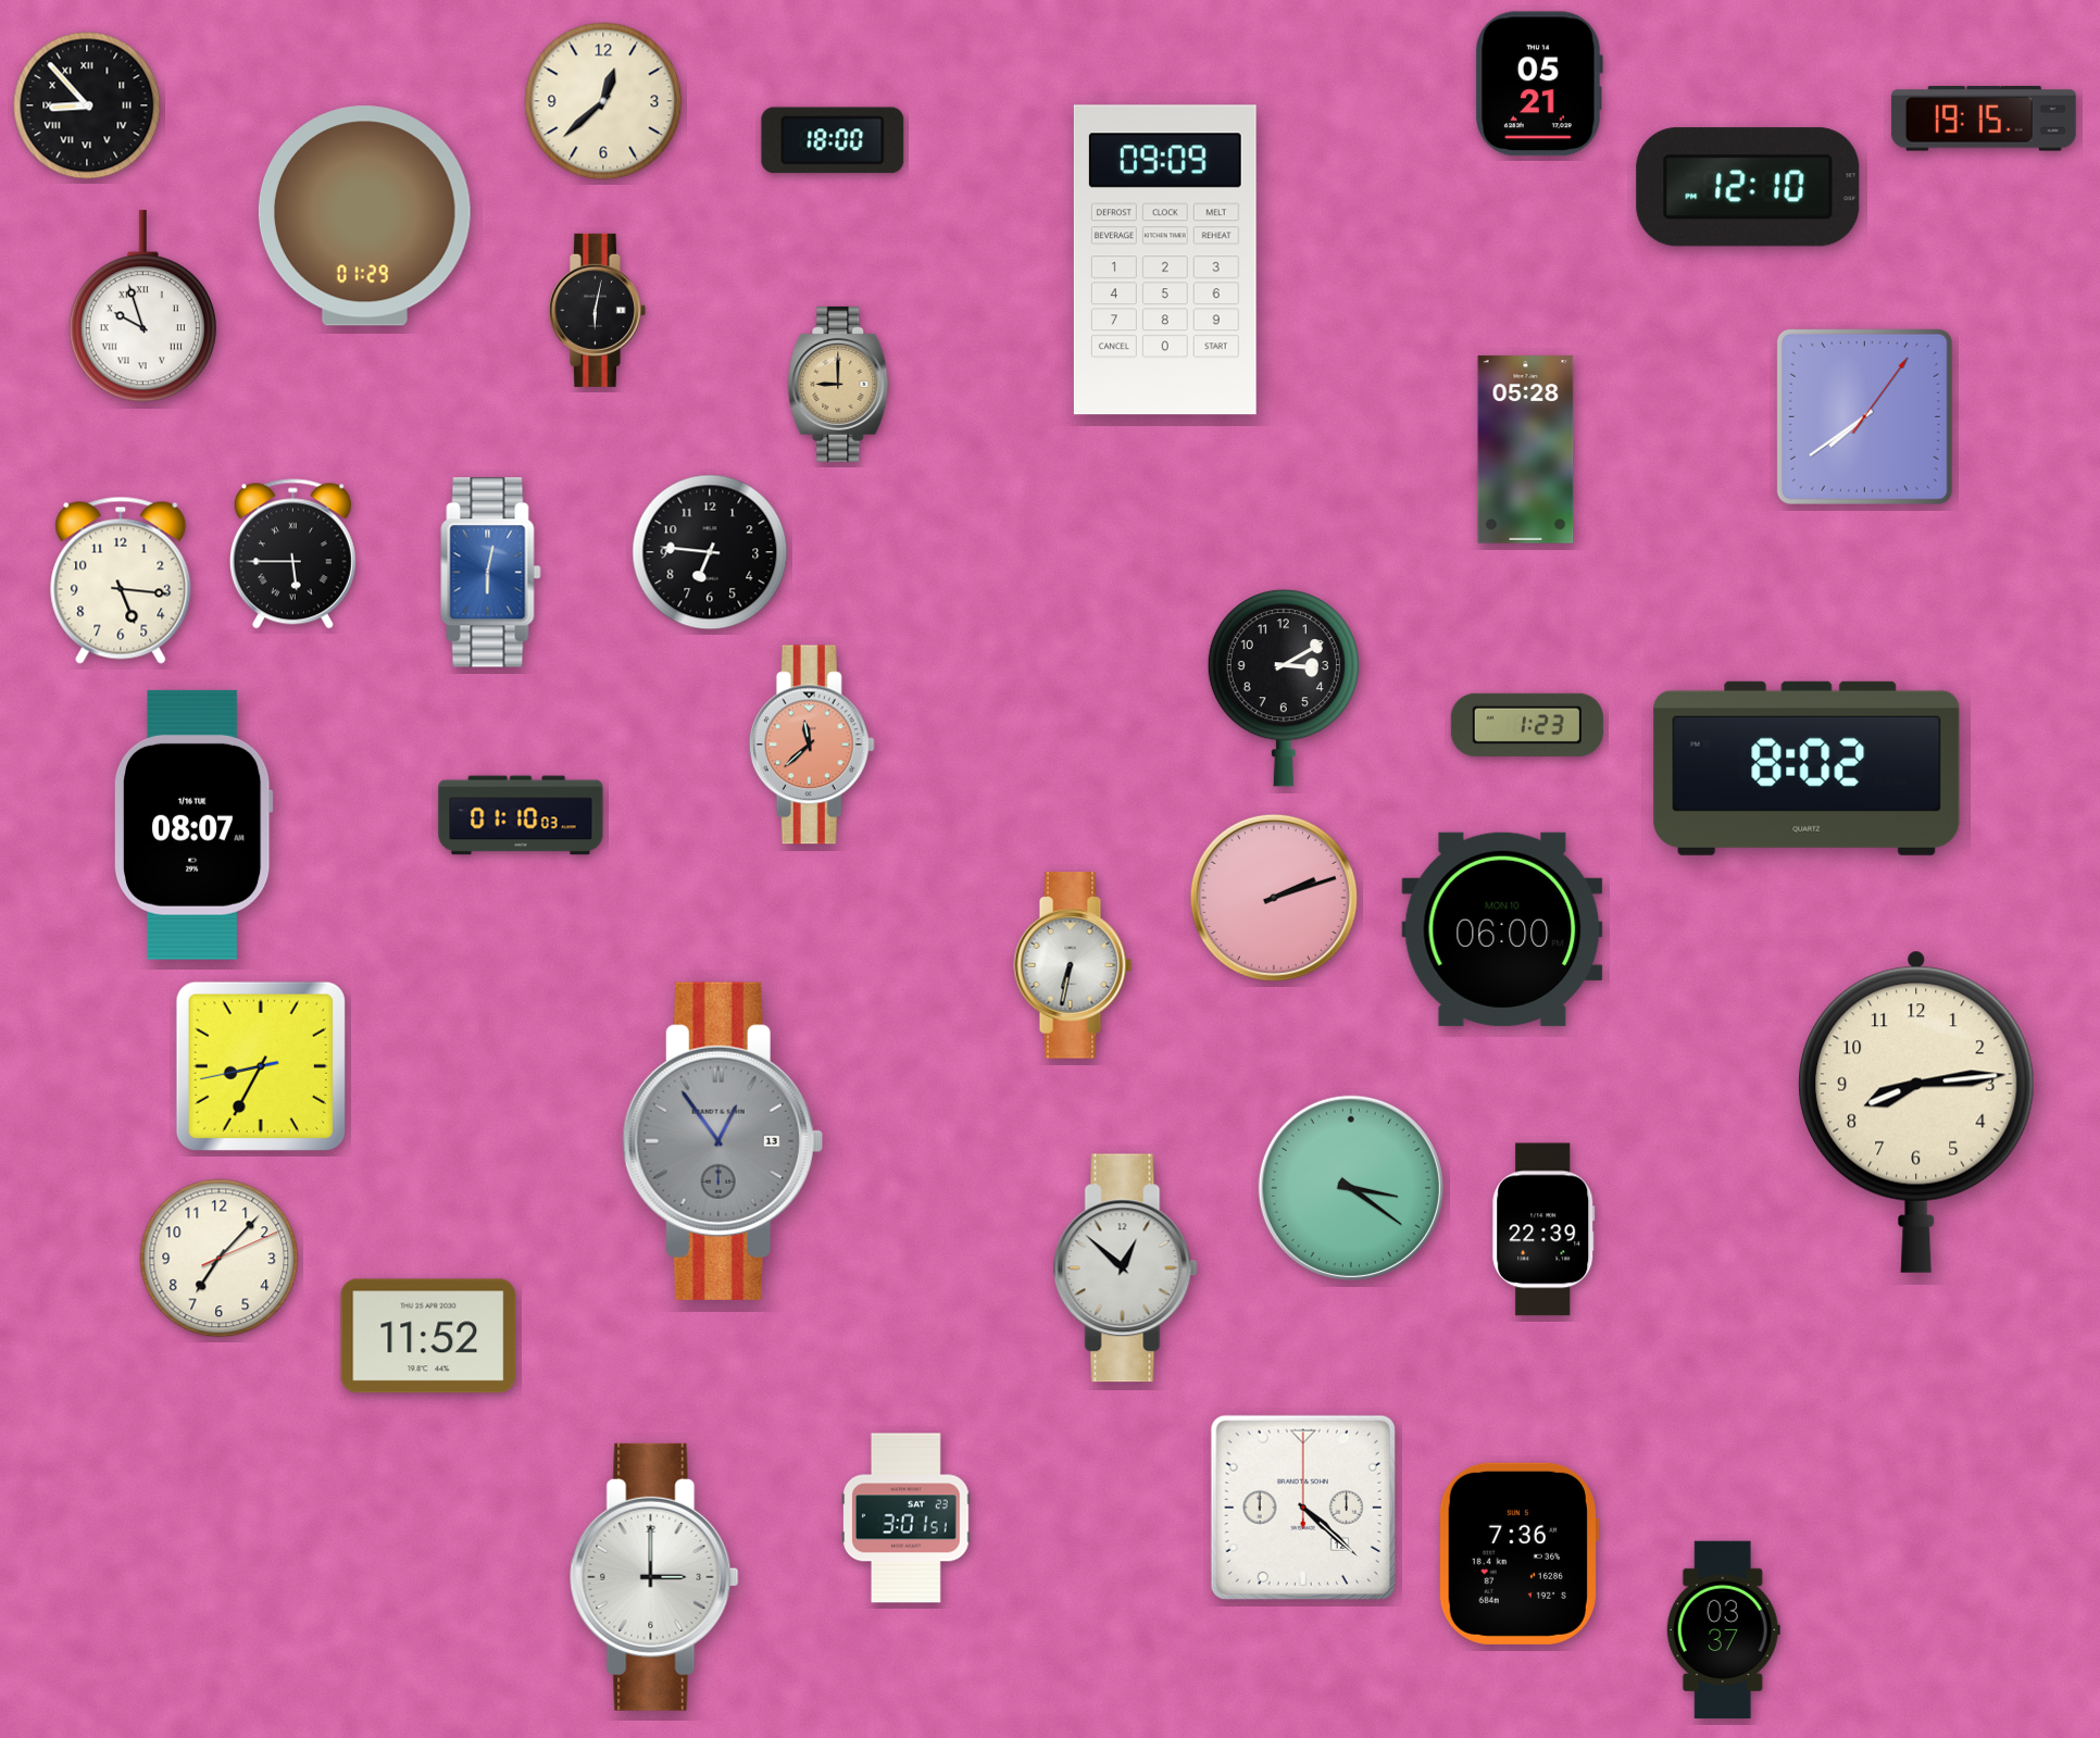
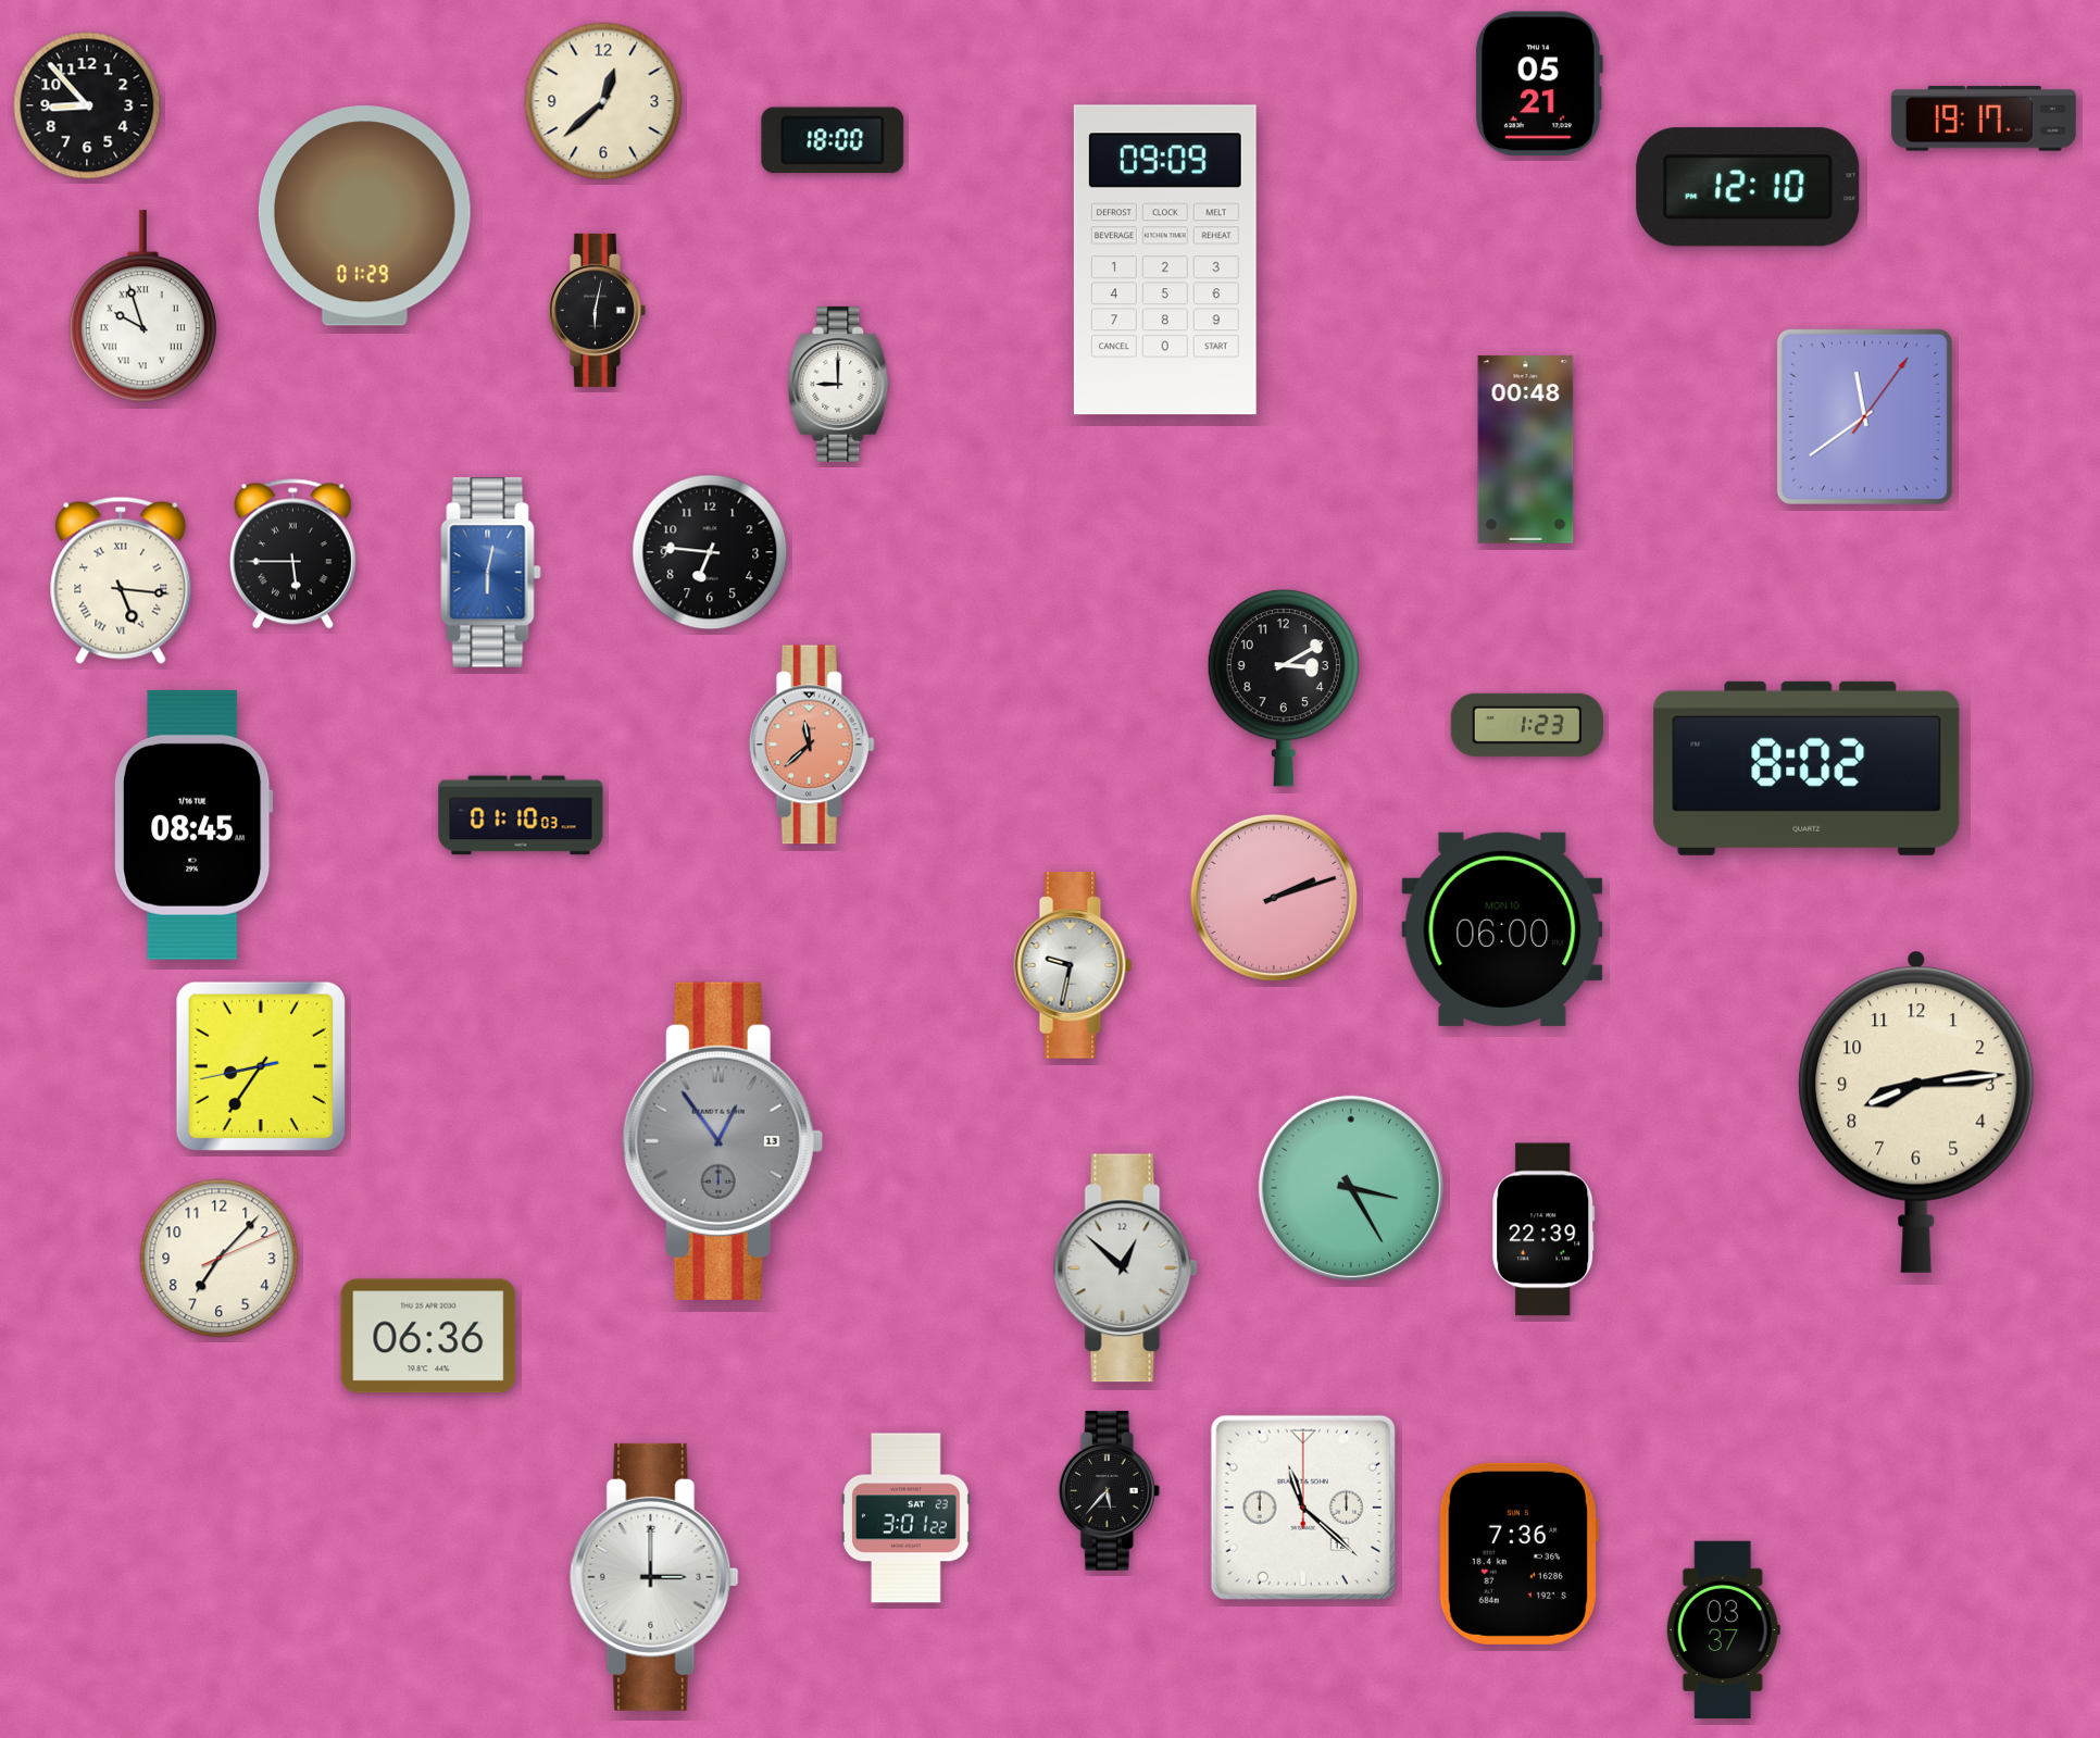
clock at (87, 105) numerals: Roman -> Arabic
clock at (1984, 118): 19:15 -> 19:17
clock at (839, 384) dial: champagne -> white
clock at (1864, 416): 7:39 -> 11:39
clock at (1526, 450): 05:28 -> 00:48
clock at (121, 580) numerals: Arabic -> Roman
clock at (193, 825): 08:07 -> 08:45
clock at (1073, 966): 6:32 -> 9:32
clock at (261, 1066): 8:34 -> 8:35
clock at (1351, 1188): 3:21 -> 3:25
clock at (428, 1336): 11:52 -> 06:36
clock at (1109, 1491): none -> 5:37
clock at (1303, 1508): 4:22 -> 11:22
clock at (907, 1518): 3:01:51 -> 3:01:22
